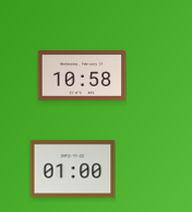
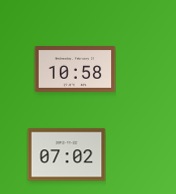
clock at (72, 169): 01:00 -> 07:02
